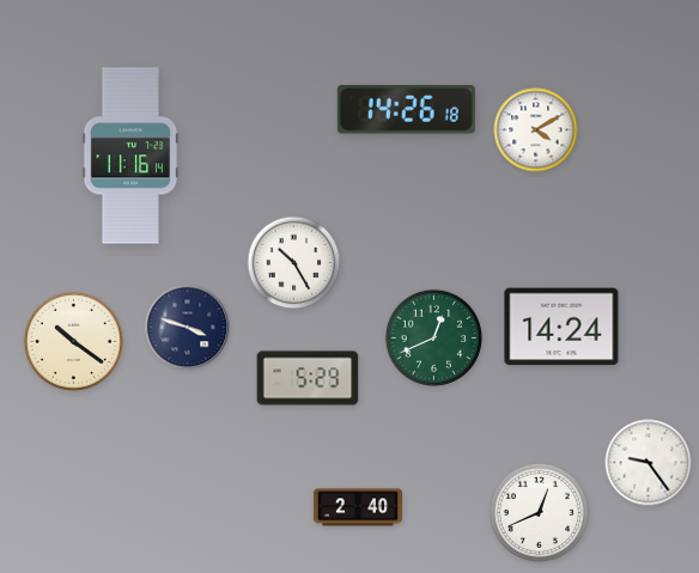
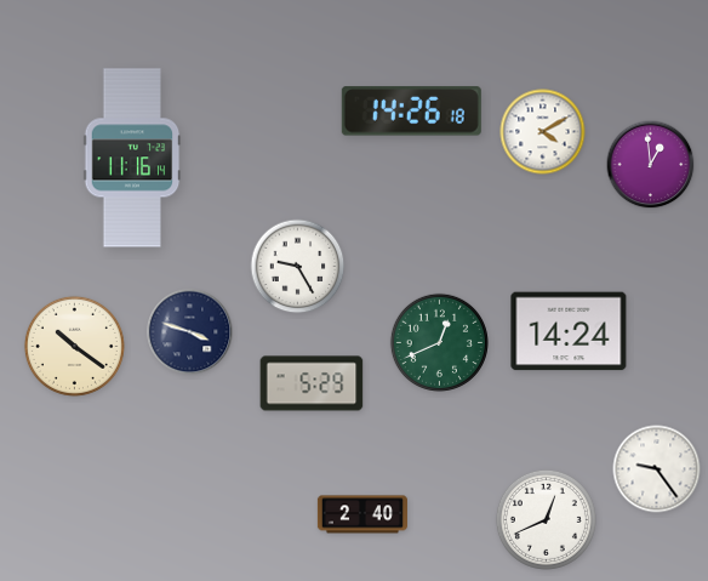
clock at (651, 165): none -> 12:59
clock at (294, 263): 10:25 -> 9:25
